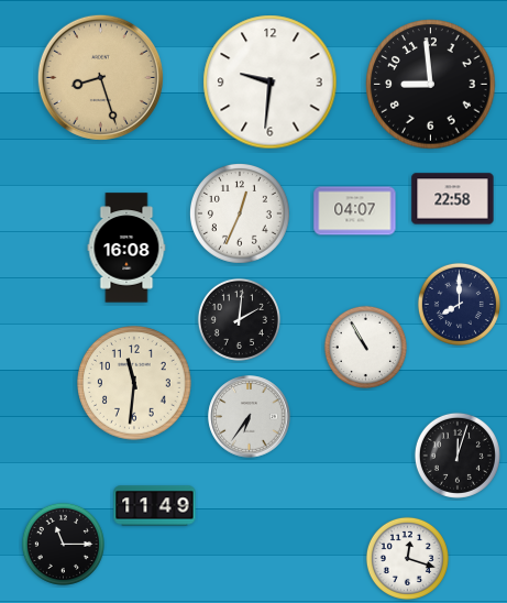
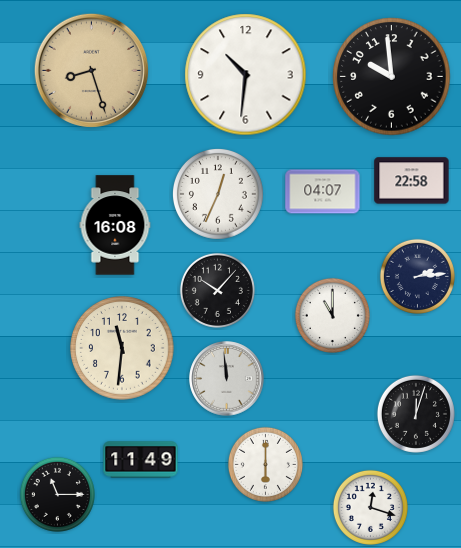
clock at (271, 83): 9:31 -> 10:31
clock at (431, 85): 8:59 -> 9:59
clock at (459, 304): 8:00 -> 2:14
clock at (239, 319): 2:01 -> 10:07
clock at (365, 347): 10:55 -> 11:00
clock at (250, 417): 6:36 -> 11:59
clock at (265, 464): none -> 6:00
